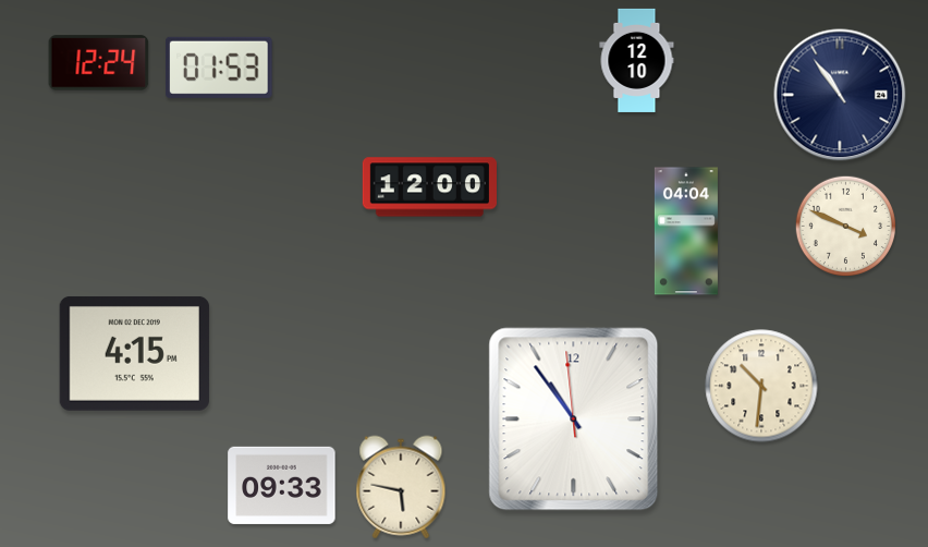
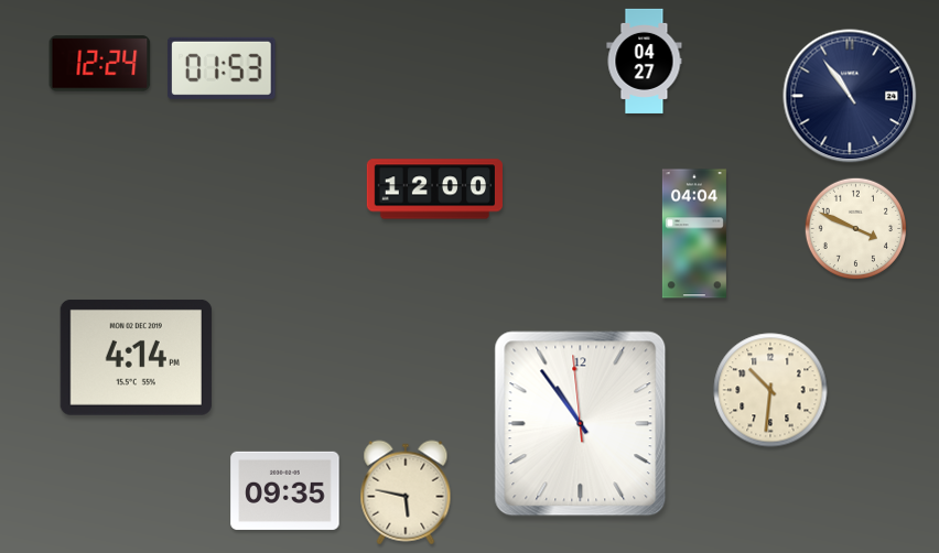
clock at (637, 60): 12:10 -> 04:27
clock at (134, 353): 4:15 -> 4:14
clock at (282, 485): 09:33 -> 09:35
